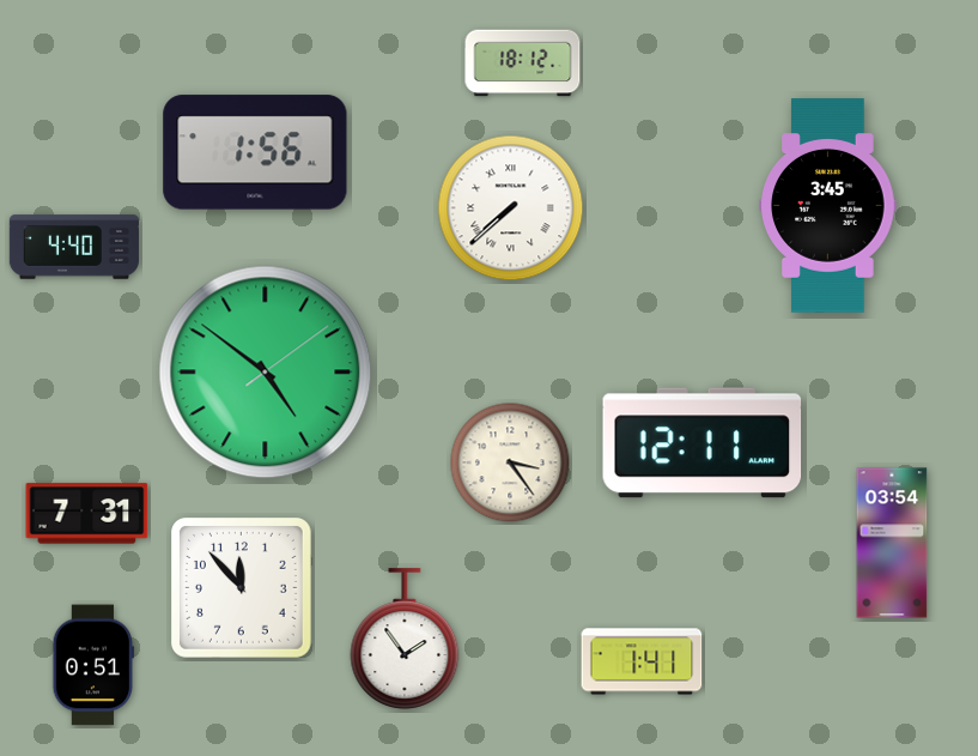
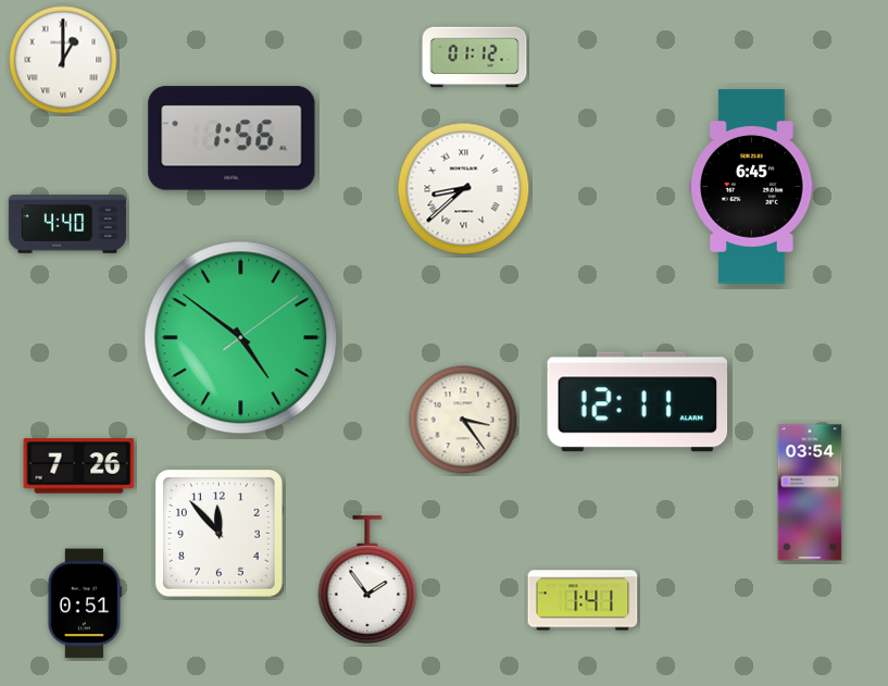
clock at (523, 63): 18:12 -> 01:12
clock at (63, 60): none -> 1:00
clock at (828, 206): 3:45 -> 6:45
clock at (511, 208): 7:38 -> 8:38
clock at (87, 514): 7:31 -> 7:26
